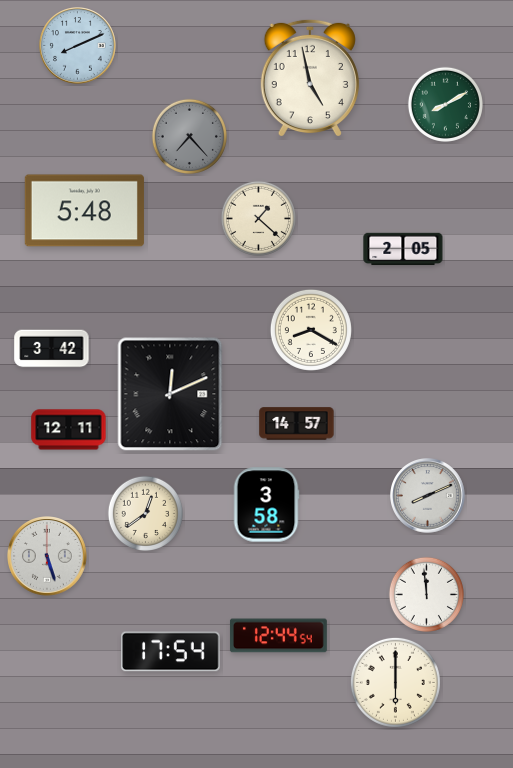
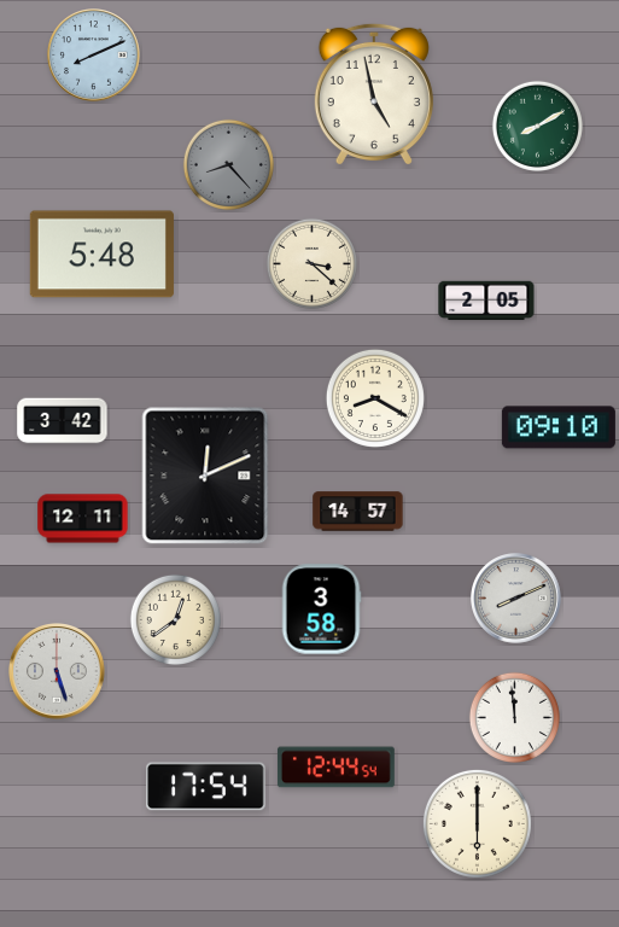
clock at (189, 136): 7:23 -> 8:23
clock at (258, 218): 1:22 -> 3:22
clock at (559, 427): none -> 09:10
